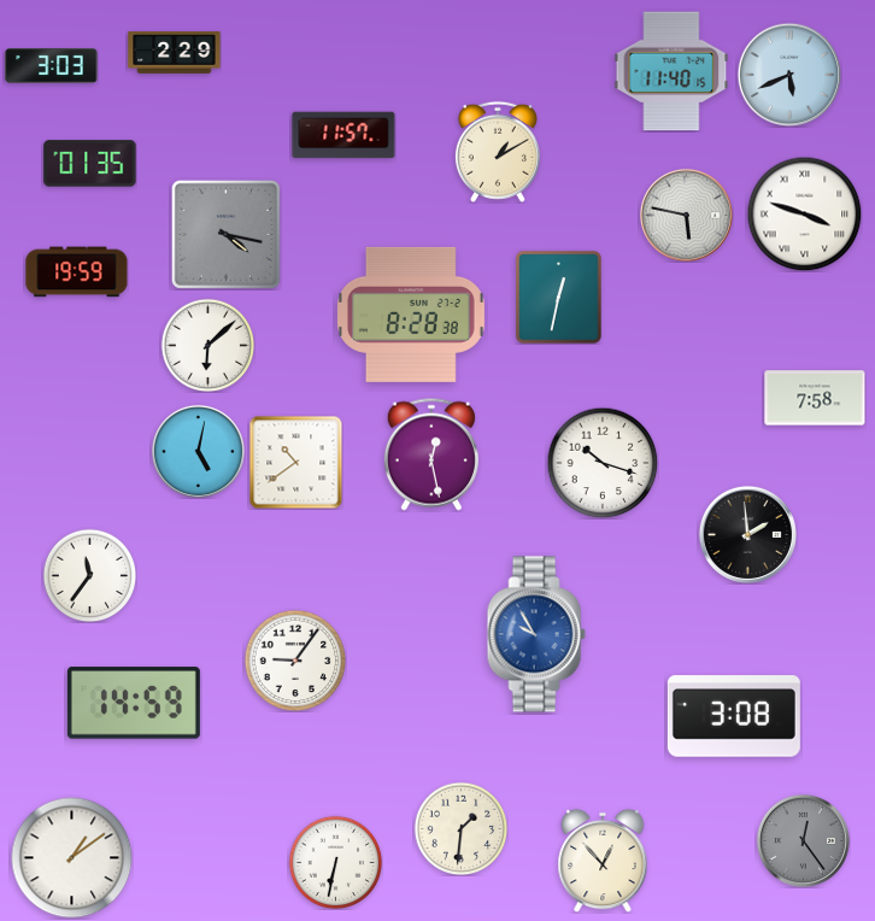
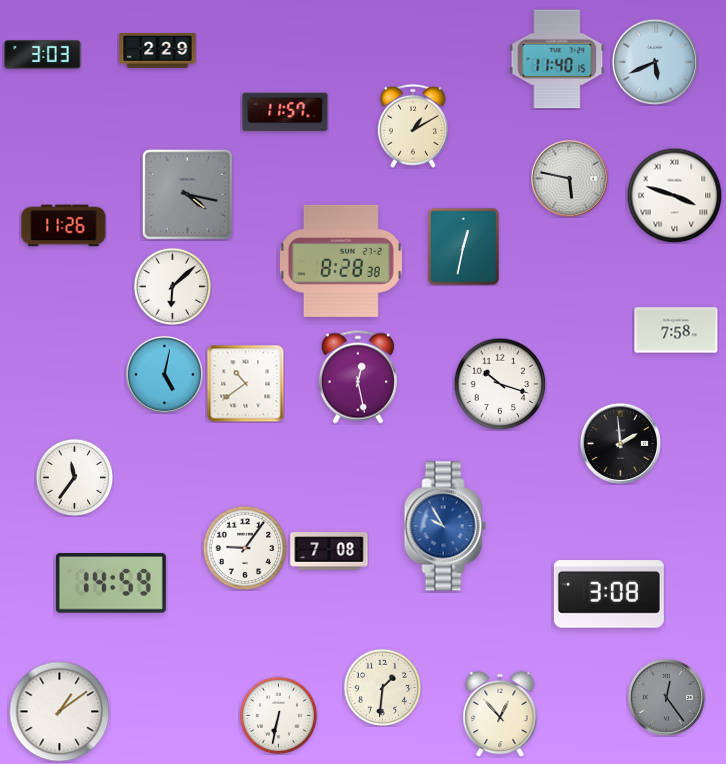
clock at (175, 53) position: (175, 53) -> (158, 51)
clock at (90, 164): 01:35 -> none
clock at (804, 213) position: (804, 213) -> (674, 195)
clock at (77, 272): 19:59 -> 11:26
clock at (329, 551): none -> 7:08
